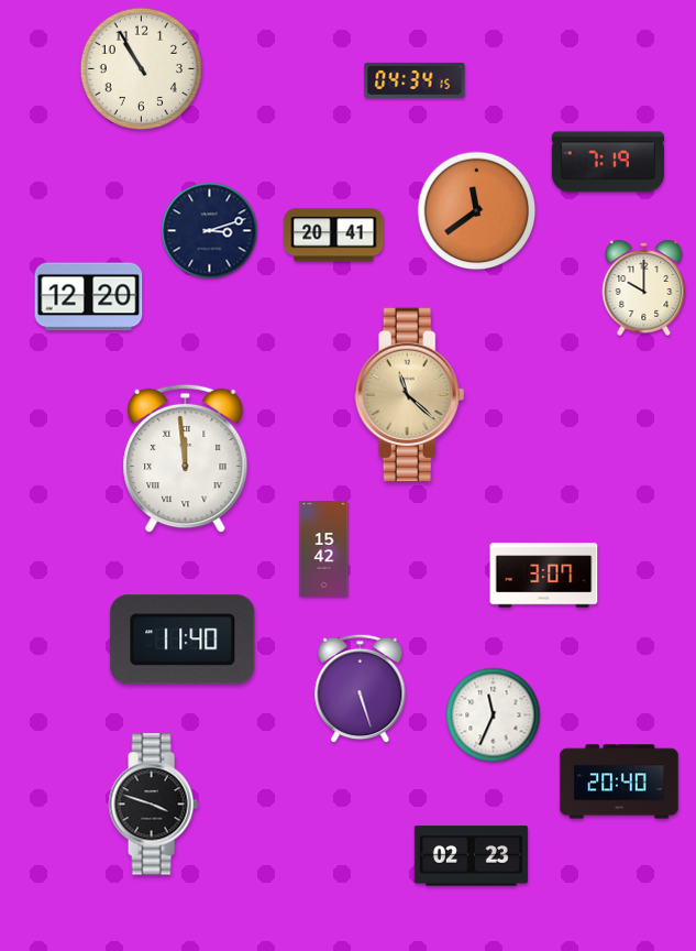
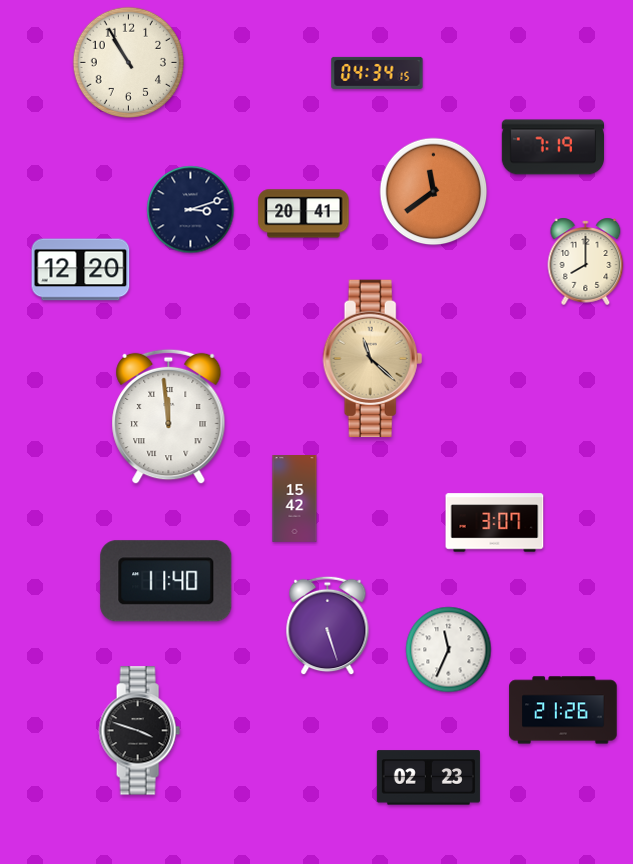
clock at (644, 287): 10:00 -> 8:00
clock at (619, 781): 20:40 -> 21:26
